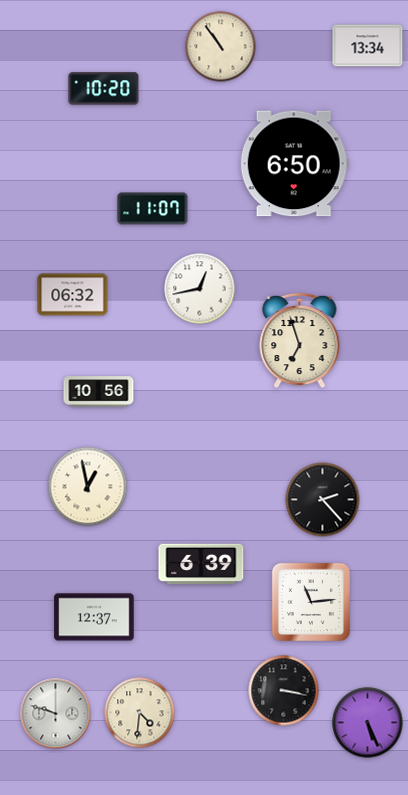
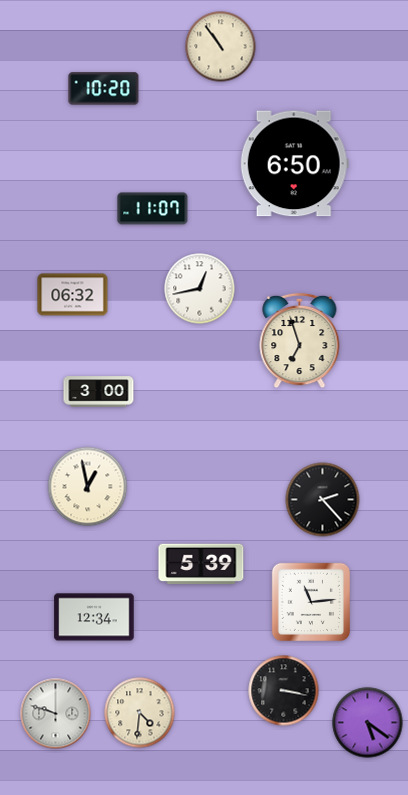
clock at (368, 46): 13:34 -> none
clock at (99, 392): 10:56 -> 3:00
clock at (201, 564): 6:39 -> 5:39
clock at (94, 617): 12:37 -> 12:34
clock at (368, 723): 5:26 -> 5:21
